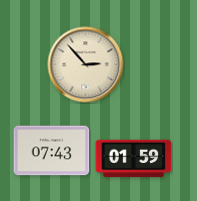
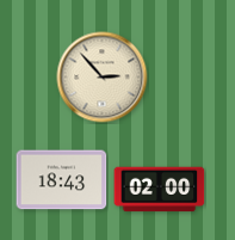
clock at (52, 151): 07:43 -> 18:43
clock at (134, 159): 01:59 -> 02:00
